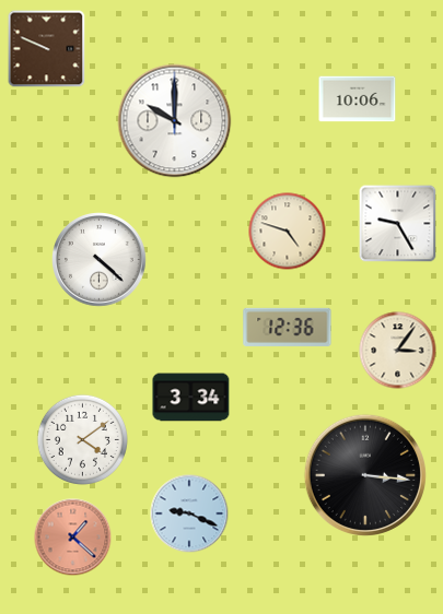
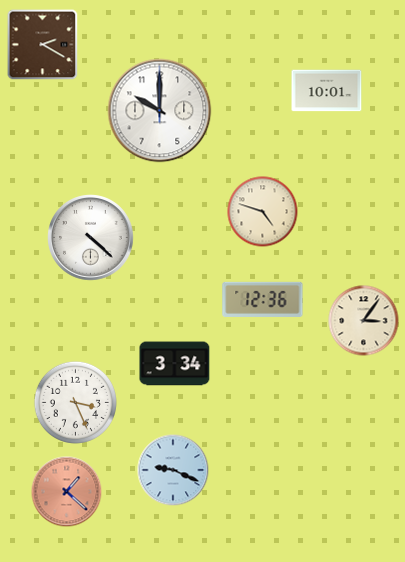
clock at (47, 49): 9:49 -> 2:20
clock at (358, 99): 10:06 -> 10:01
clock at (398, 224): 9:25 -> none
clock at (82, 439): 4:09 -> 3:26
clock at (365, 475): 3:16 -> none
